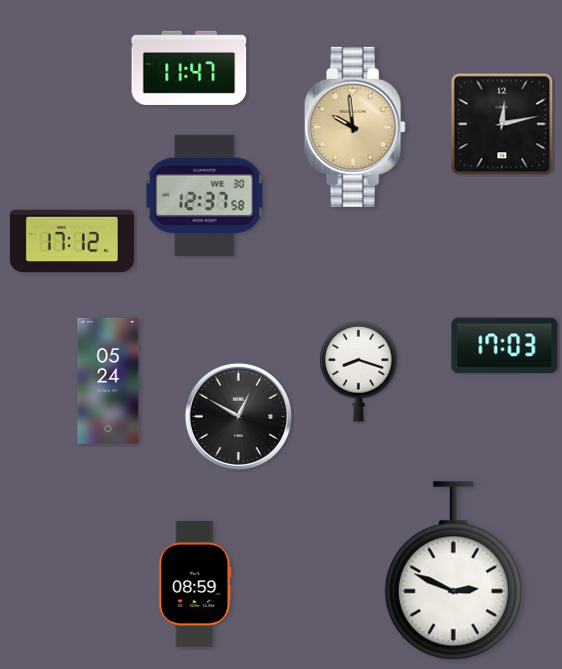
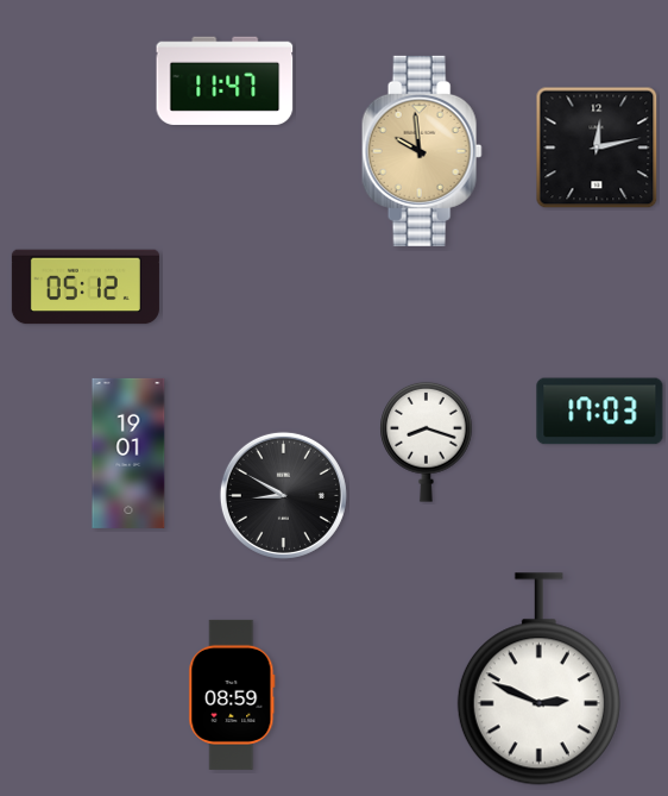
clock at (205, 195): 12:37 -> none
clock at (72, 241): 17:12 -> 05:12
clock at (108, 381): 05:24 -> 19:01
clock at (238, 416): 12:50 -> 8:50
